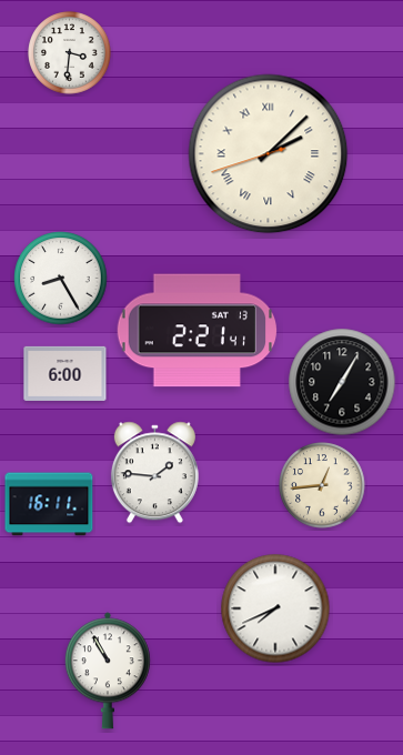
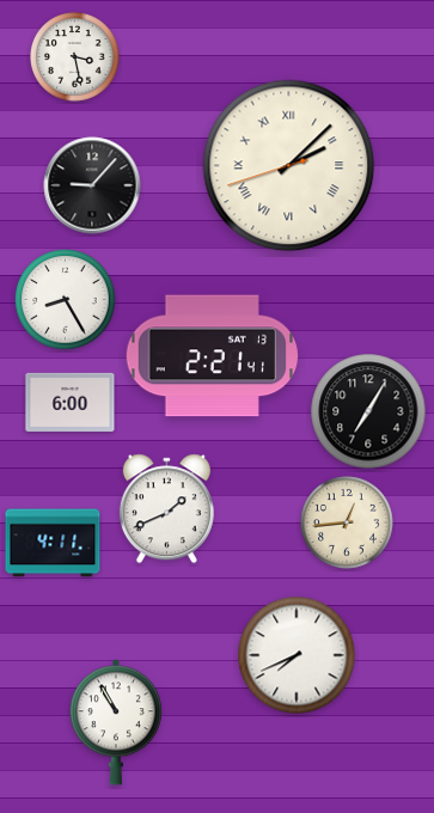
clock at (70, 53): 3:31 -> 3:28
clock at (92, 185): none -> 9:07
clock at (154, 473): 1:46 -> 1:41
clock at (49, 504): 16:11 -> 4:11
